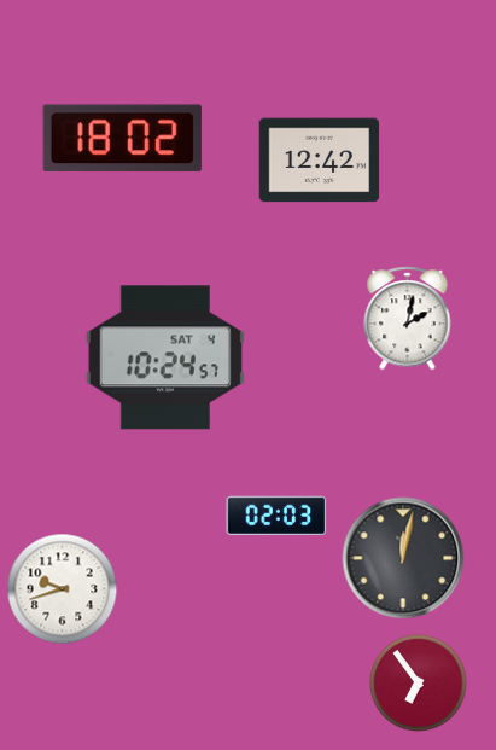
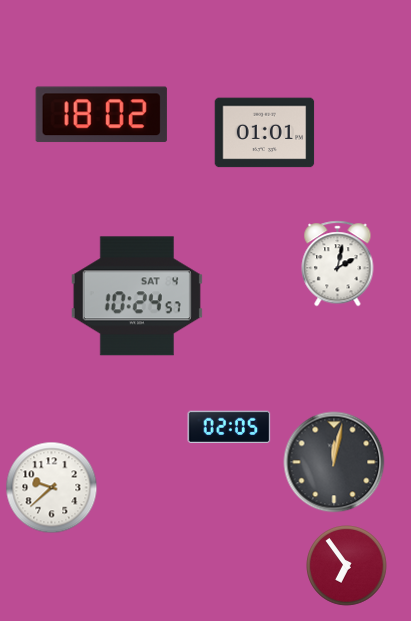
clock at (320, 161): 12:42 -> 01:01
clock at (276, 514): 02:03 -> 02:05
clock at (63, 589): 9:42 -> 9:38
